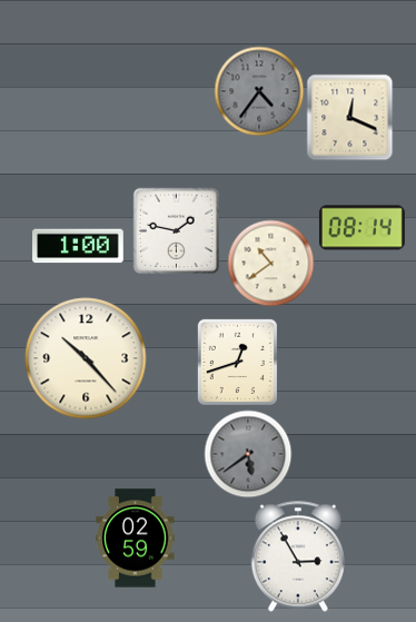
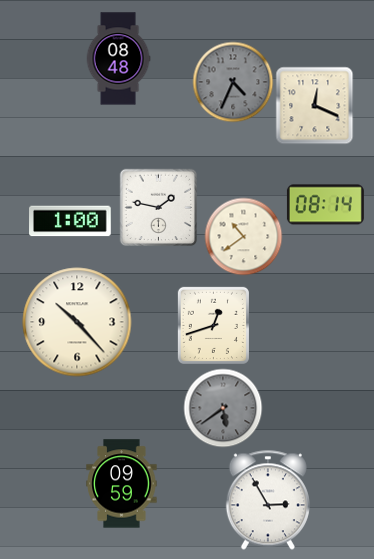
clock at (118, 59): none -> 08:48
clock at (259, 91): 4:36 -> 4:34
clock at (136, 539): 02:59 -> 09:59
